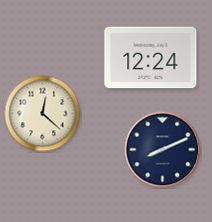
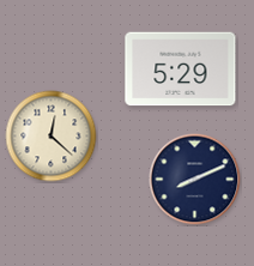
clock at (151, 58): 12:24 -> 5:29
